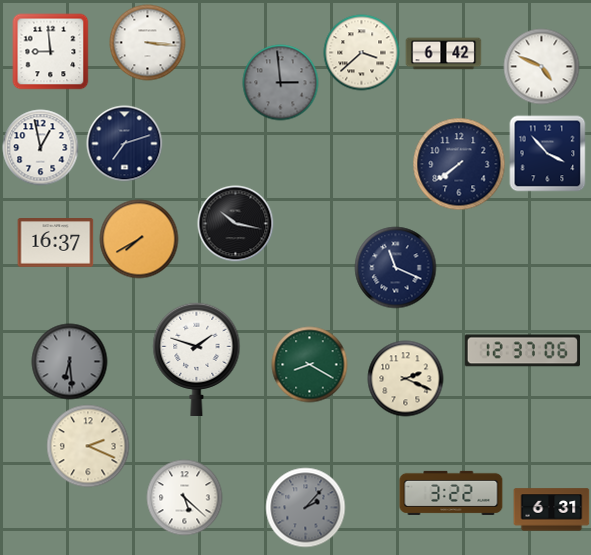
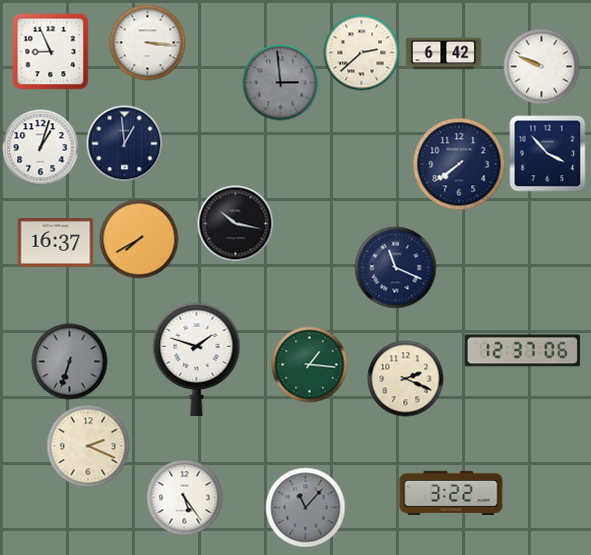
clock at (51, 52): 8:59 -> 8:56
clock at (362, 53): 3:38 -> 2:38
clock at (542, 67): 4:49 -> 9:49
clock at (125, 144): 7:12 -> 12:59
clock at (41, 148): 12:58 -> 1:03
clock at (70, 362): 6:29 -> 6:33
clock at (310, 365): 8:20 -> 1:16
clock at (185, 498): 5:22 -> 5:24
clock at (306, 508): 2:07 -> 11:07
clock at (552, 510): 6:31 -> none
